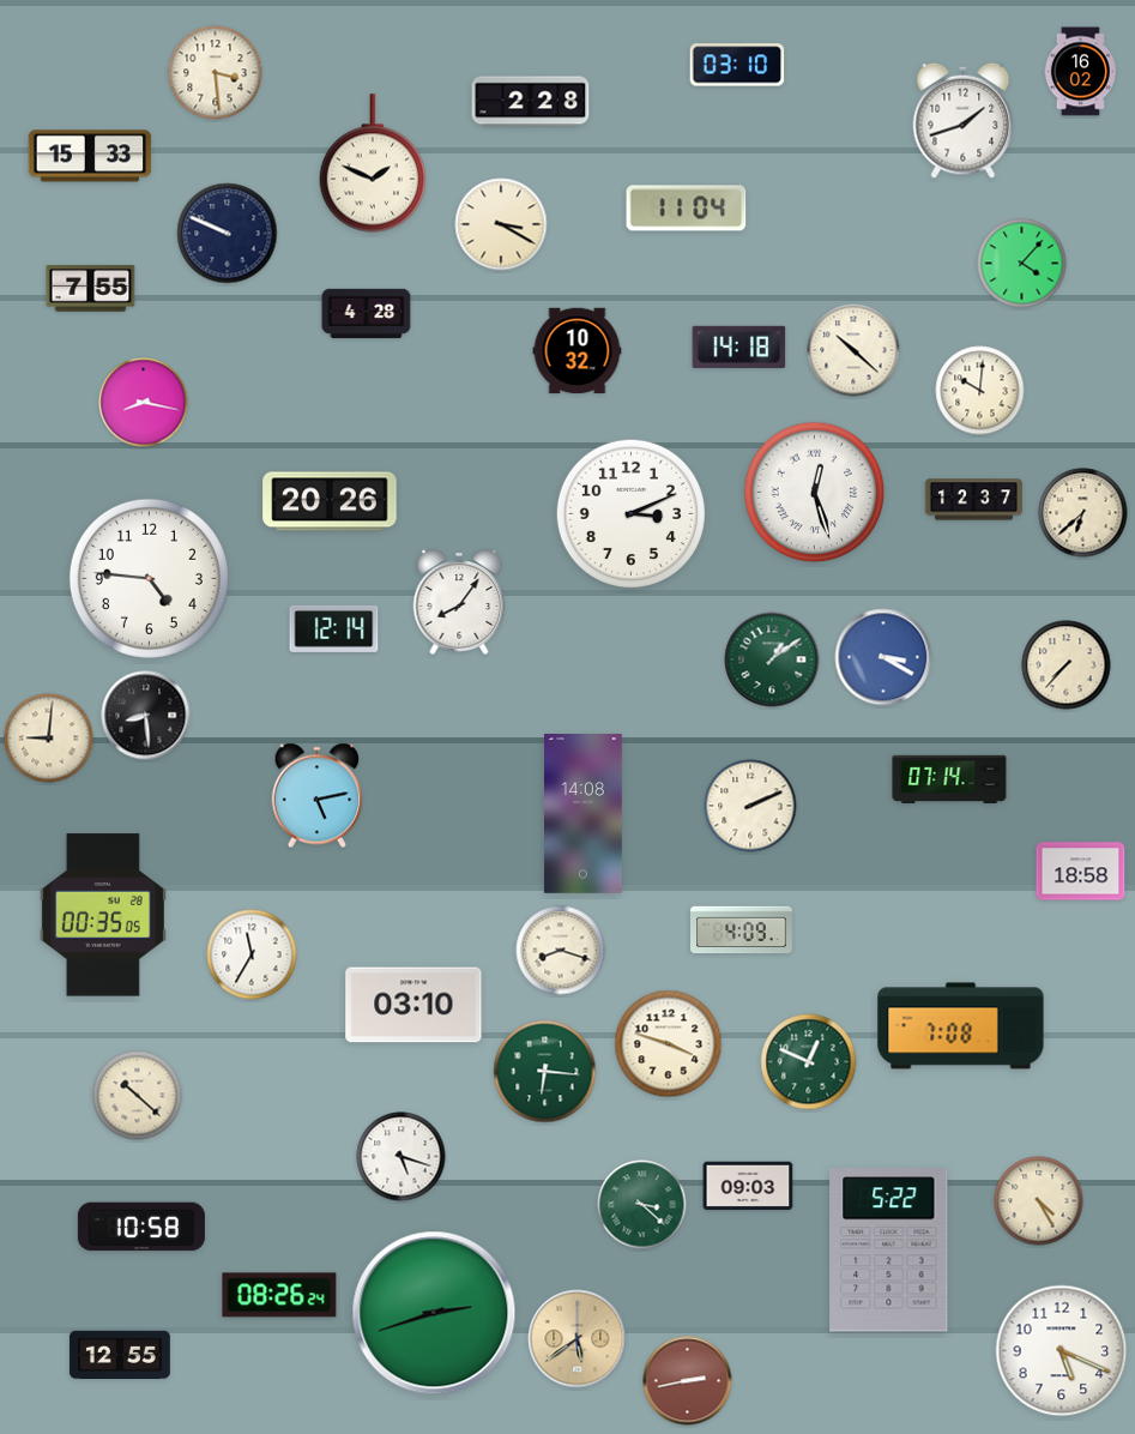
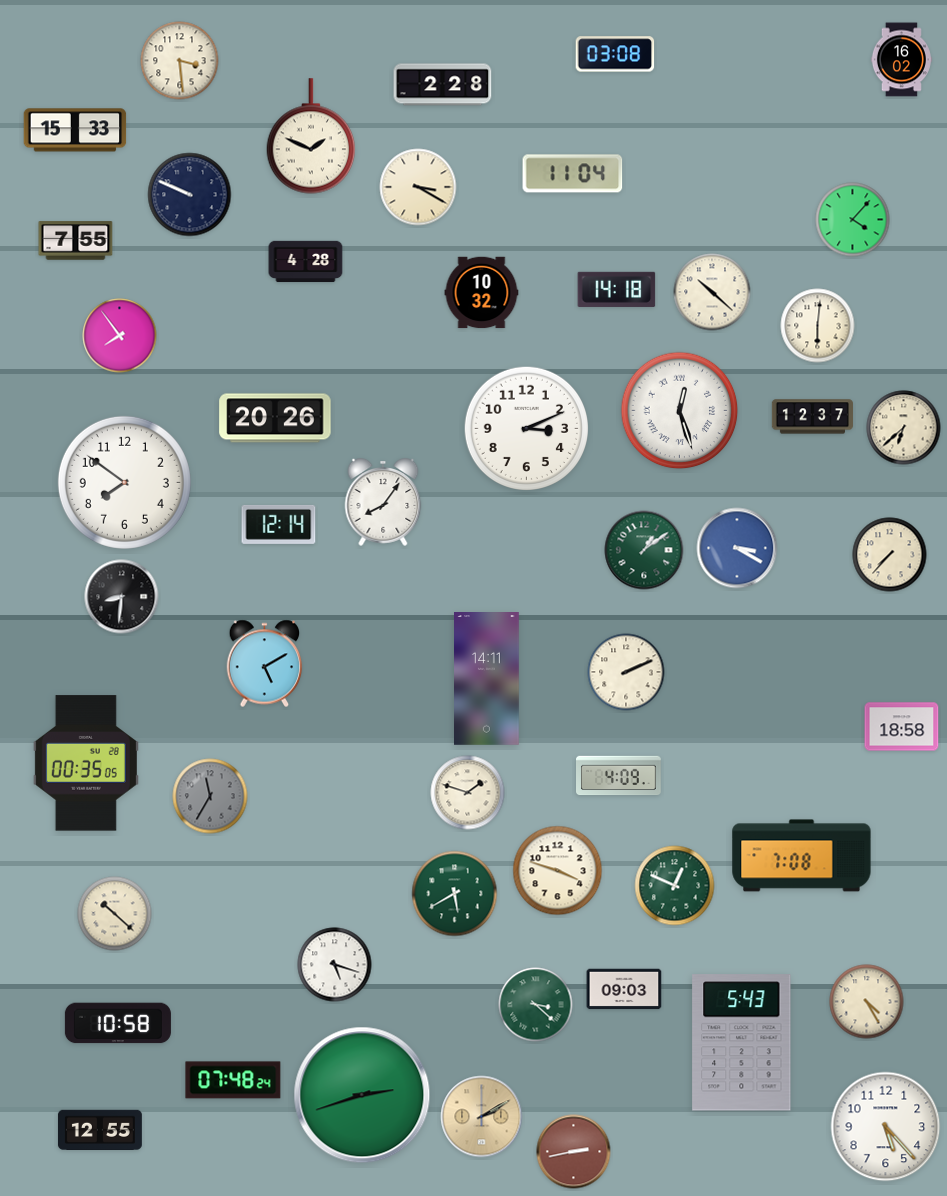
clock at (737, 65): 03:10 -> 03:08
clock at (964, 120): 1:42 -> none
clock at (980, 391): 10:01 -> 6:01
clock at (144, 403): 8:17 -> 7:54
clock at (149, 578): 4:46 -> 7:51
clock at (146, 716): 8:29 -> 8:31
clock at (49, 739): 9:01 -> none
clock at (949, 778): 07:14 -> none
clock at (318, 796): 5:13 -> 5:10
clock at (584, 814): 14:08 -> 14:11
clock at (561, 951): 8:18 -> 1:48
clock at (252, 954) dial: white -> grey
clock at (413, 1005): 03:10 -> none
clock at (545, 1072): 6:16 -> 5:40
clock at (889, 1251): 5:22 -> 5:43
clock at (279, 1295): 08:26 -> 07:48
clock at (578, 1339): 5:39 -> 2:10
clock at (1062, 1351): 5:19 -> 5:23
